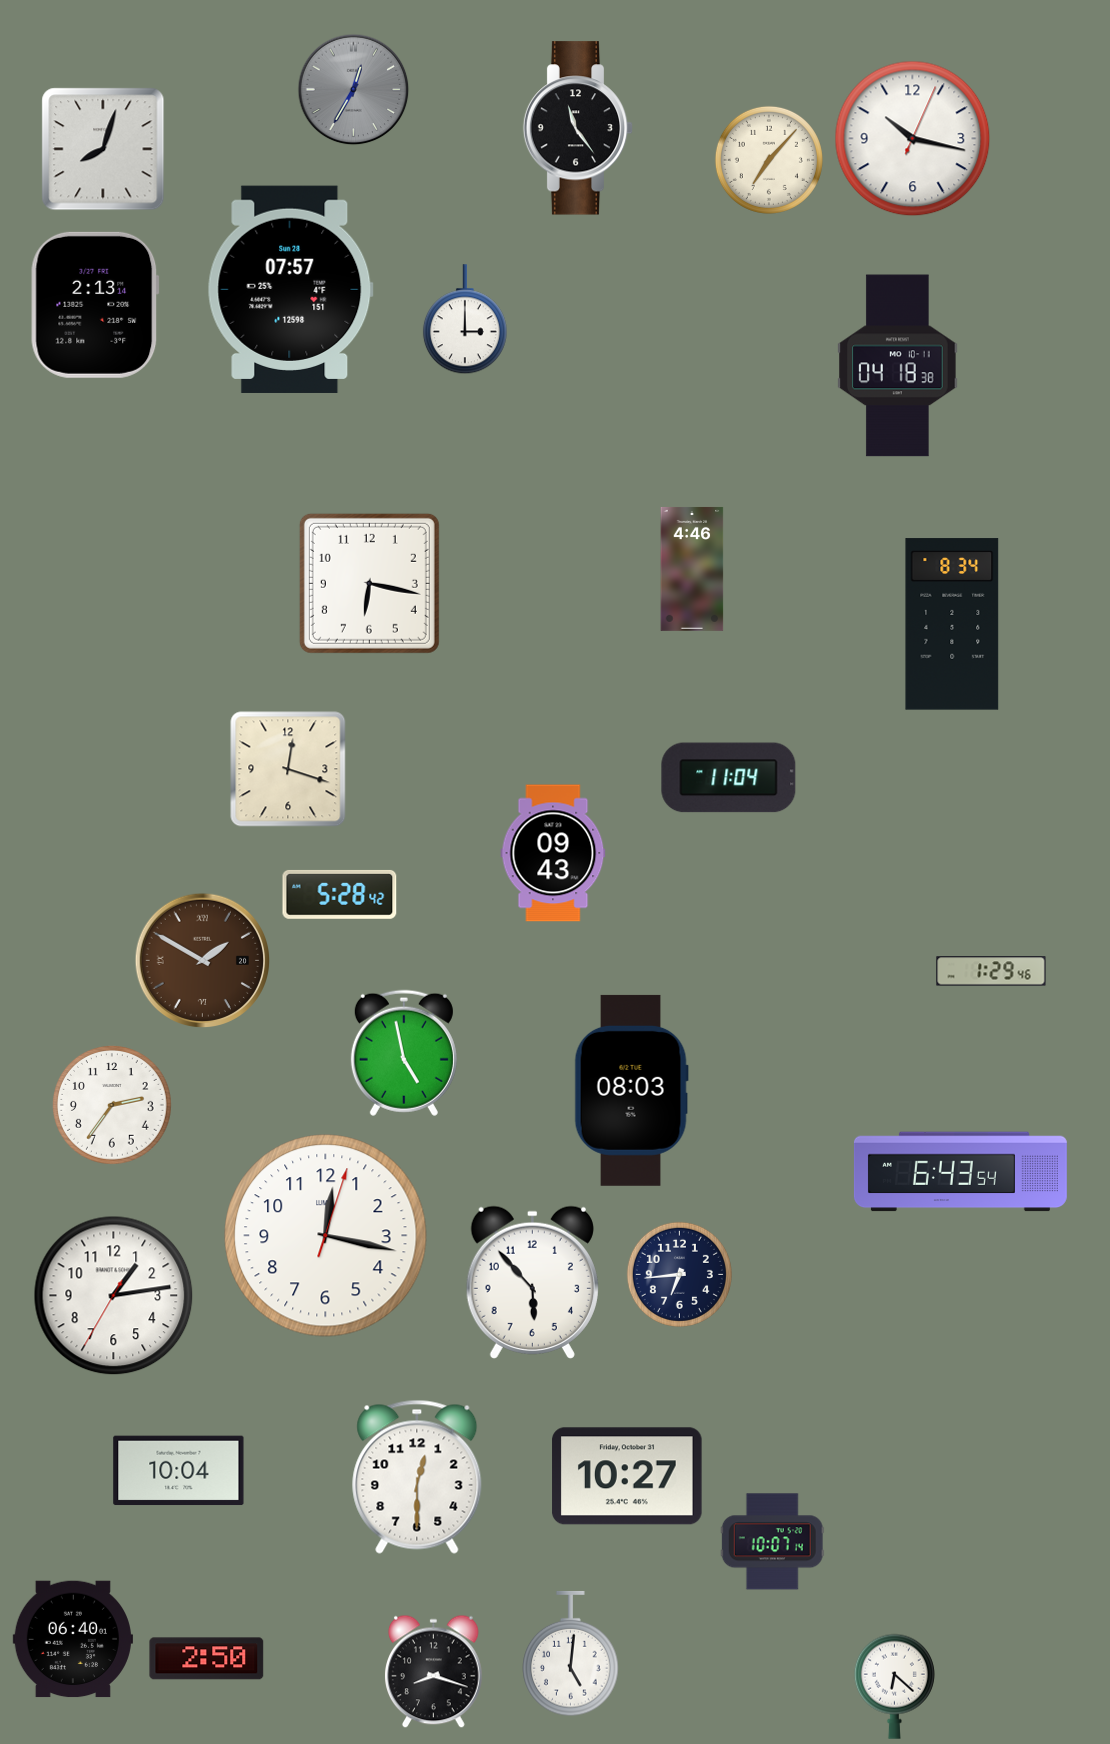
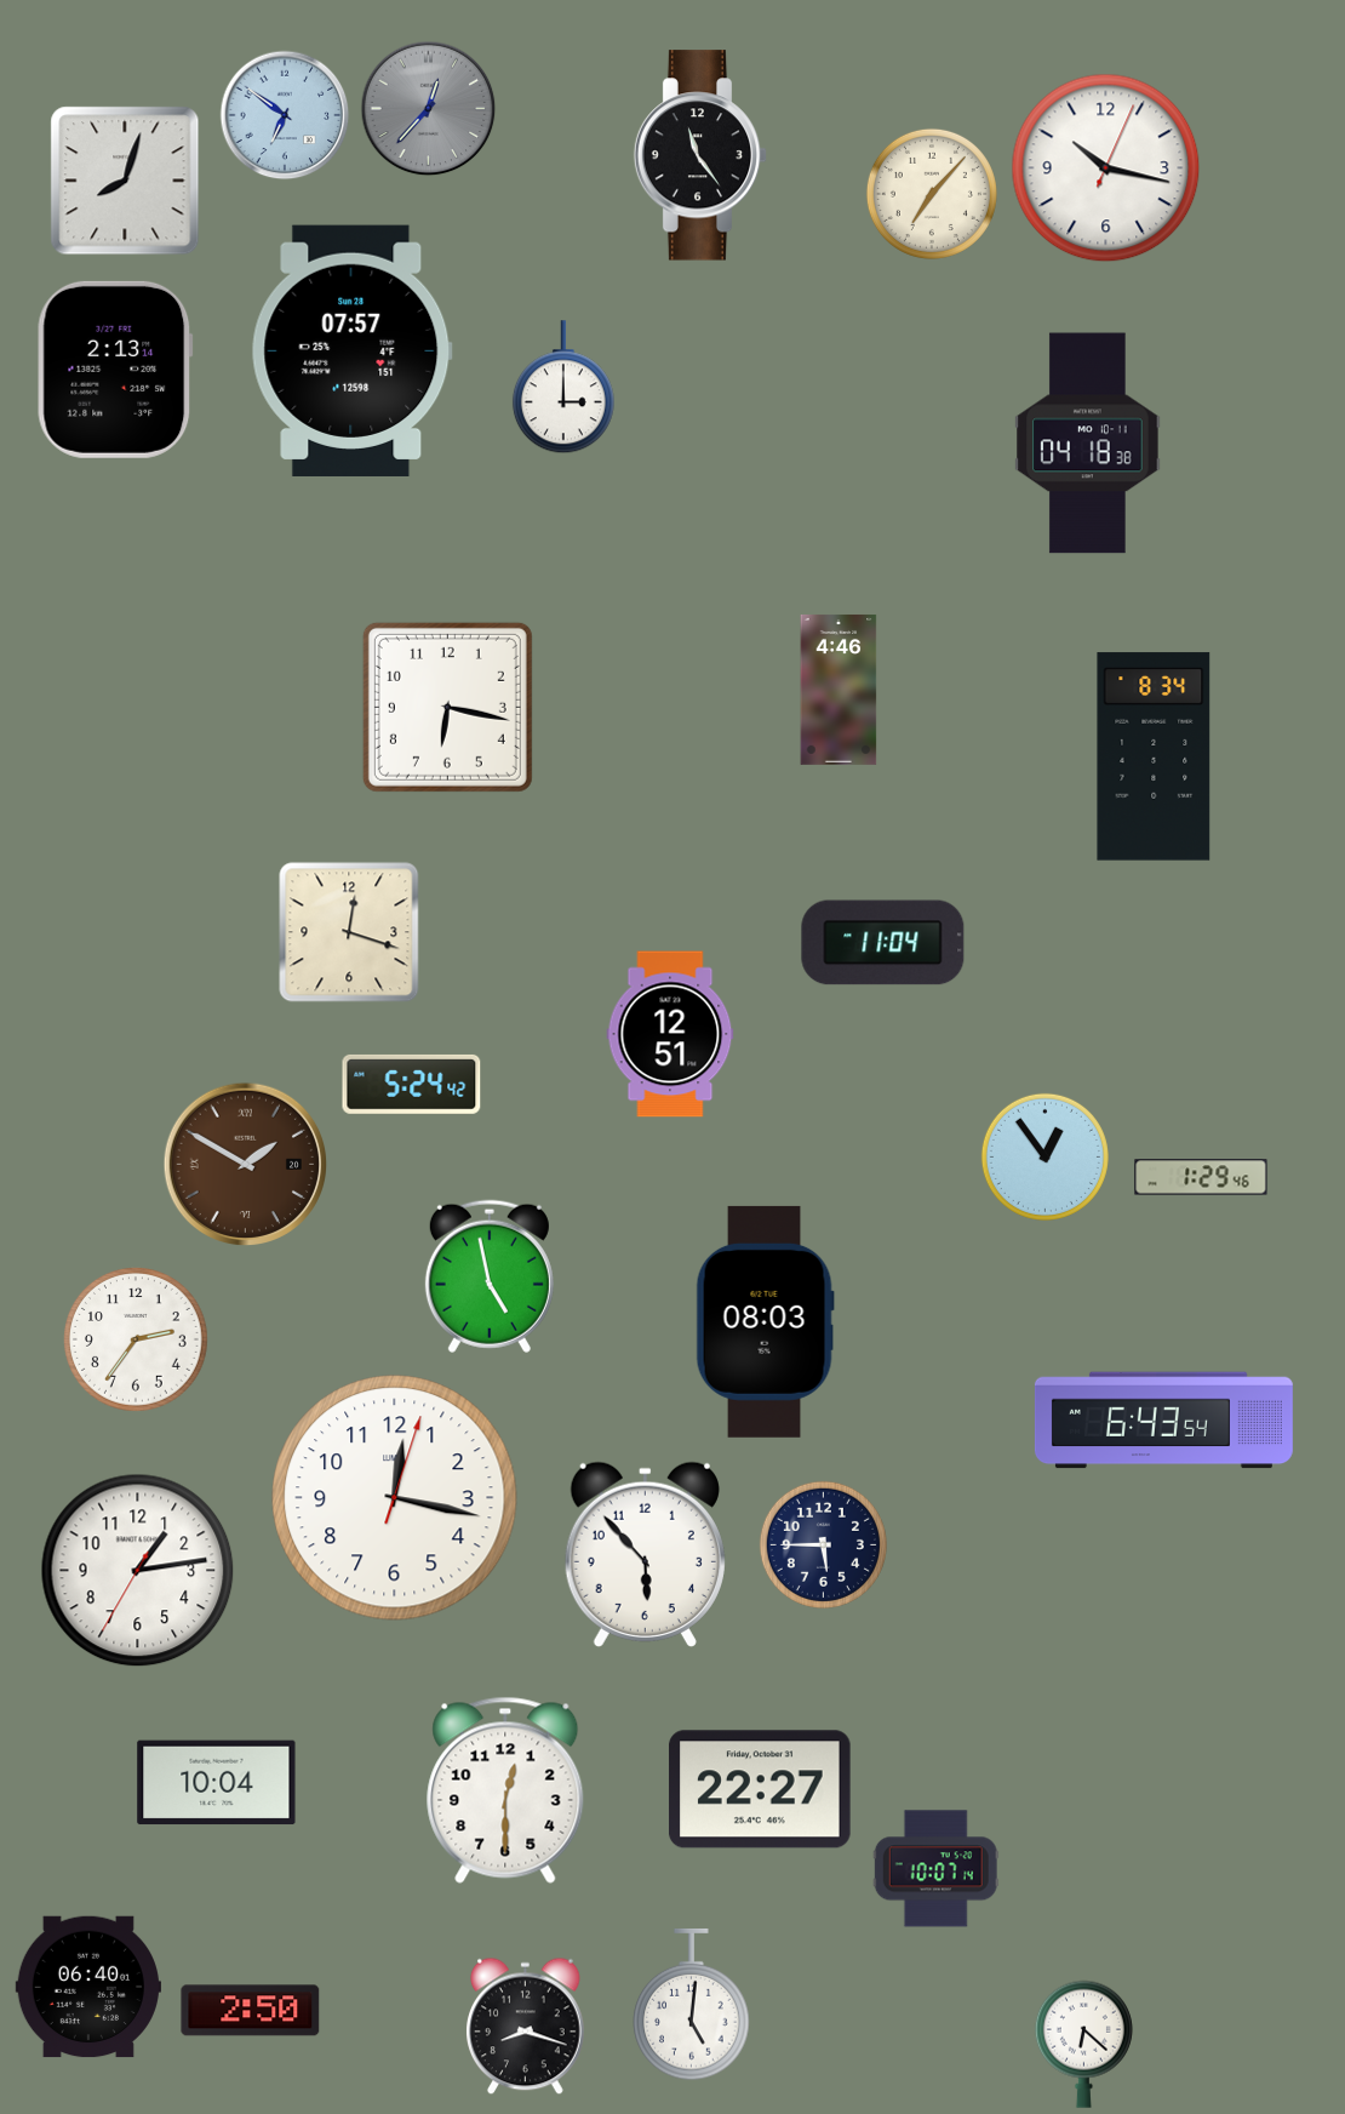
clock at (354, 90): 12:35 -> 12:37
clock at (285, 115): none -> 6:51
clock at (553, 853): 09:43 -> 12:51
clock at (340, 894): 5:28 -> 5:24
clock at (1044, 1156): none -> 12:54
clock at (679, 1274): 6:44 -> 5:45
clock at (627, 1476): 10:27 -> 22:27
